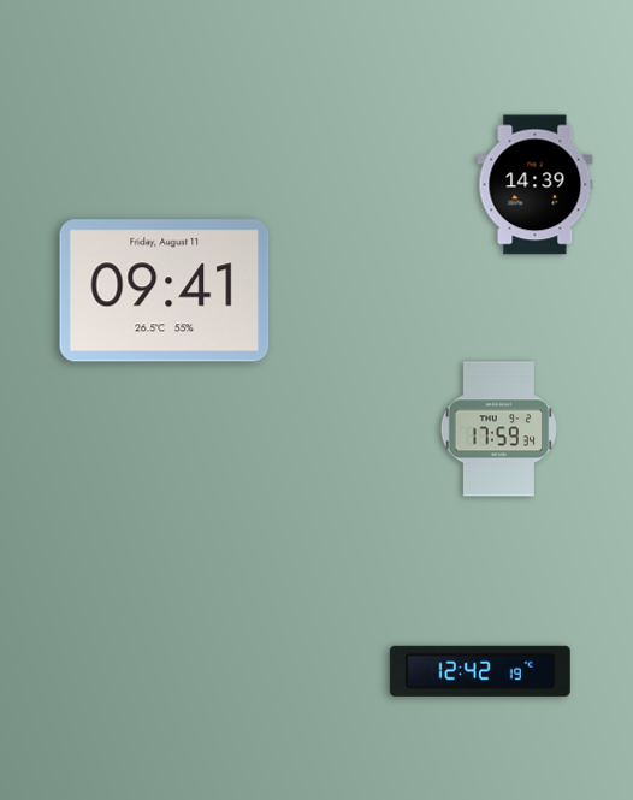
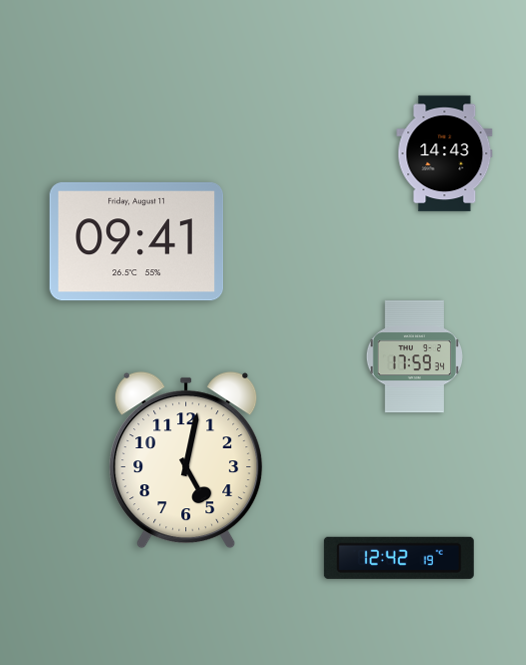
clock at (536, 185): 14:39 -> 14:43
clock at (186, 460): none -> 5:02
